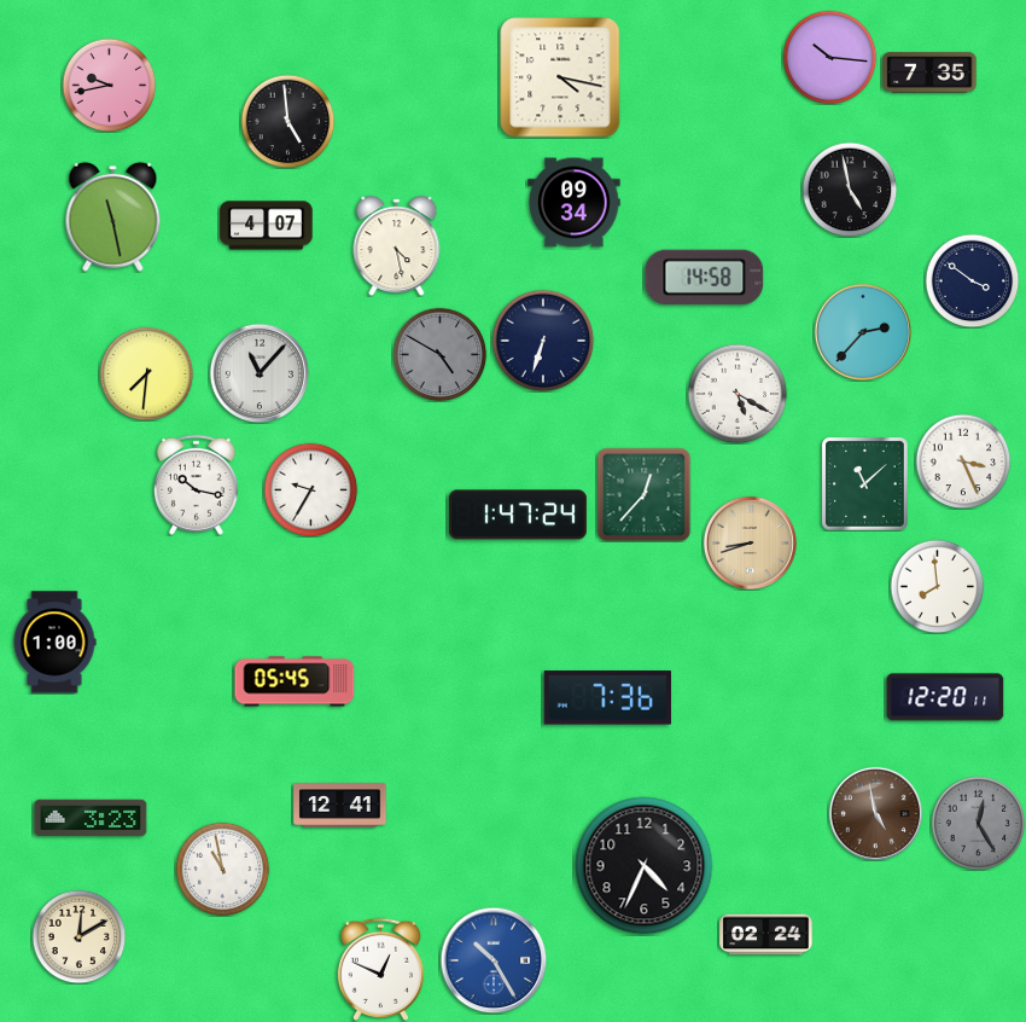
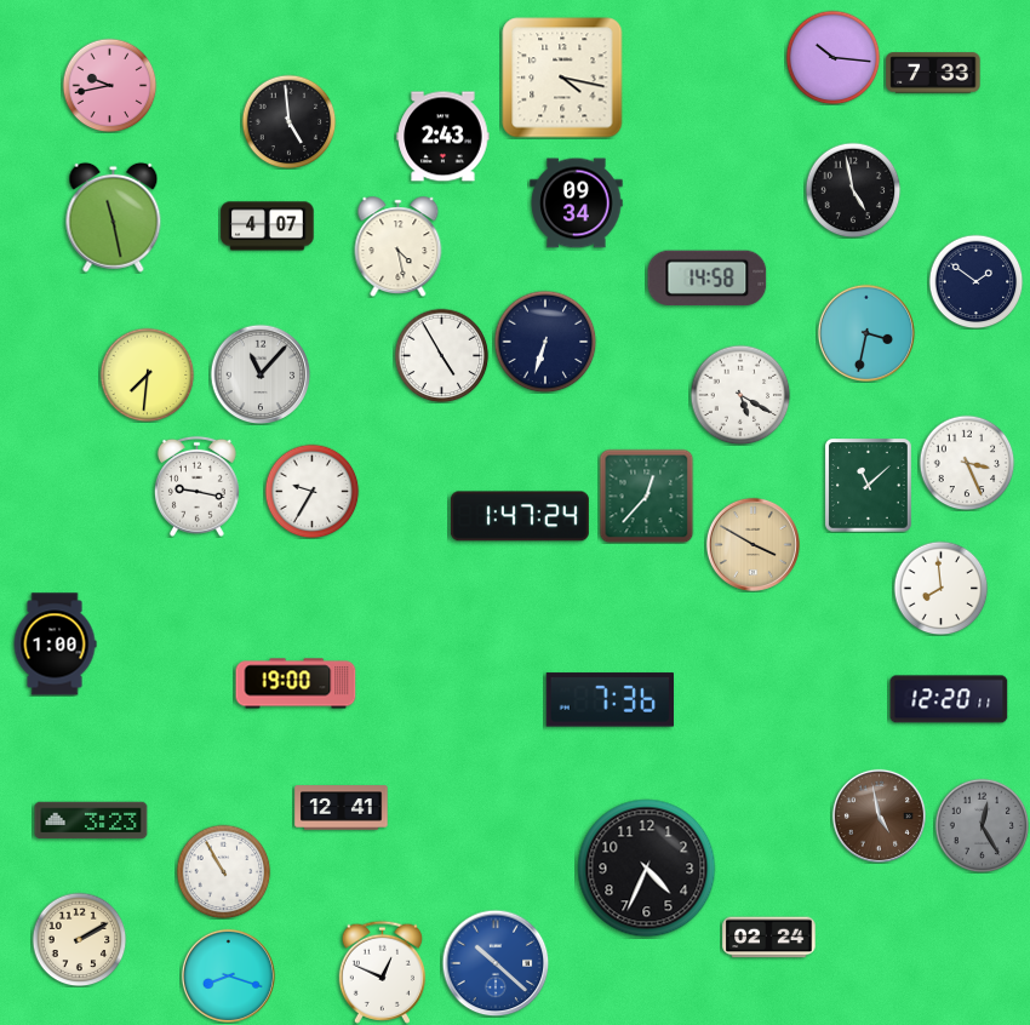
clock at (929, 72): 7:35 -> 7:33
clock at (444, 137): none -> 2:43
clock at (972, 280): 3:51 -> 1:51
clock at (862, 331): 2:37 -> 3:32
clock at (439, 354): 4:50 -> 4:55
clock at (439, 354) dial: grey -> white
clock at (196, 484): 10:17 -> 9:17
clock at (750, 542): 8:42 -> 3:50
clock at (295, 681): 05:45 -> 19:00
clock at (222, 869): 10:58 -> 10:55
clock at (78, 936): 12:10 -> 2:10
clock at (494, 960): 10:25 -> 10:22
clock at (228, 975): none -> 8:18
